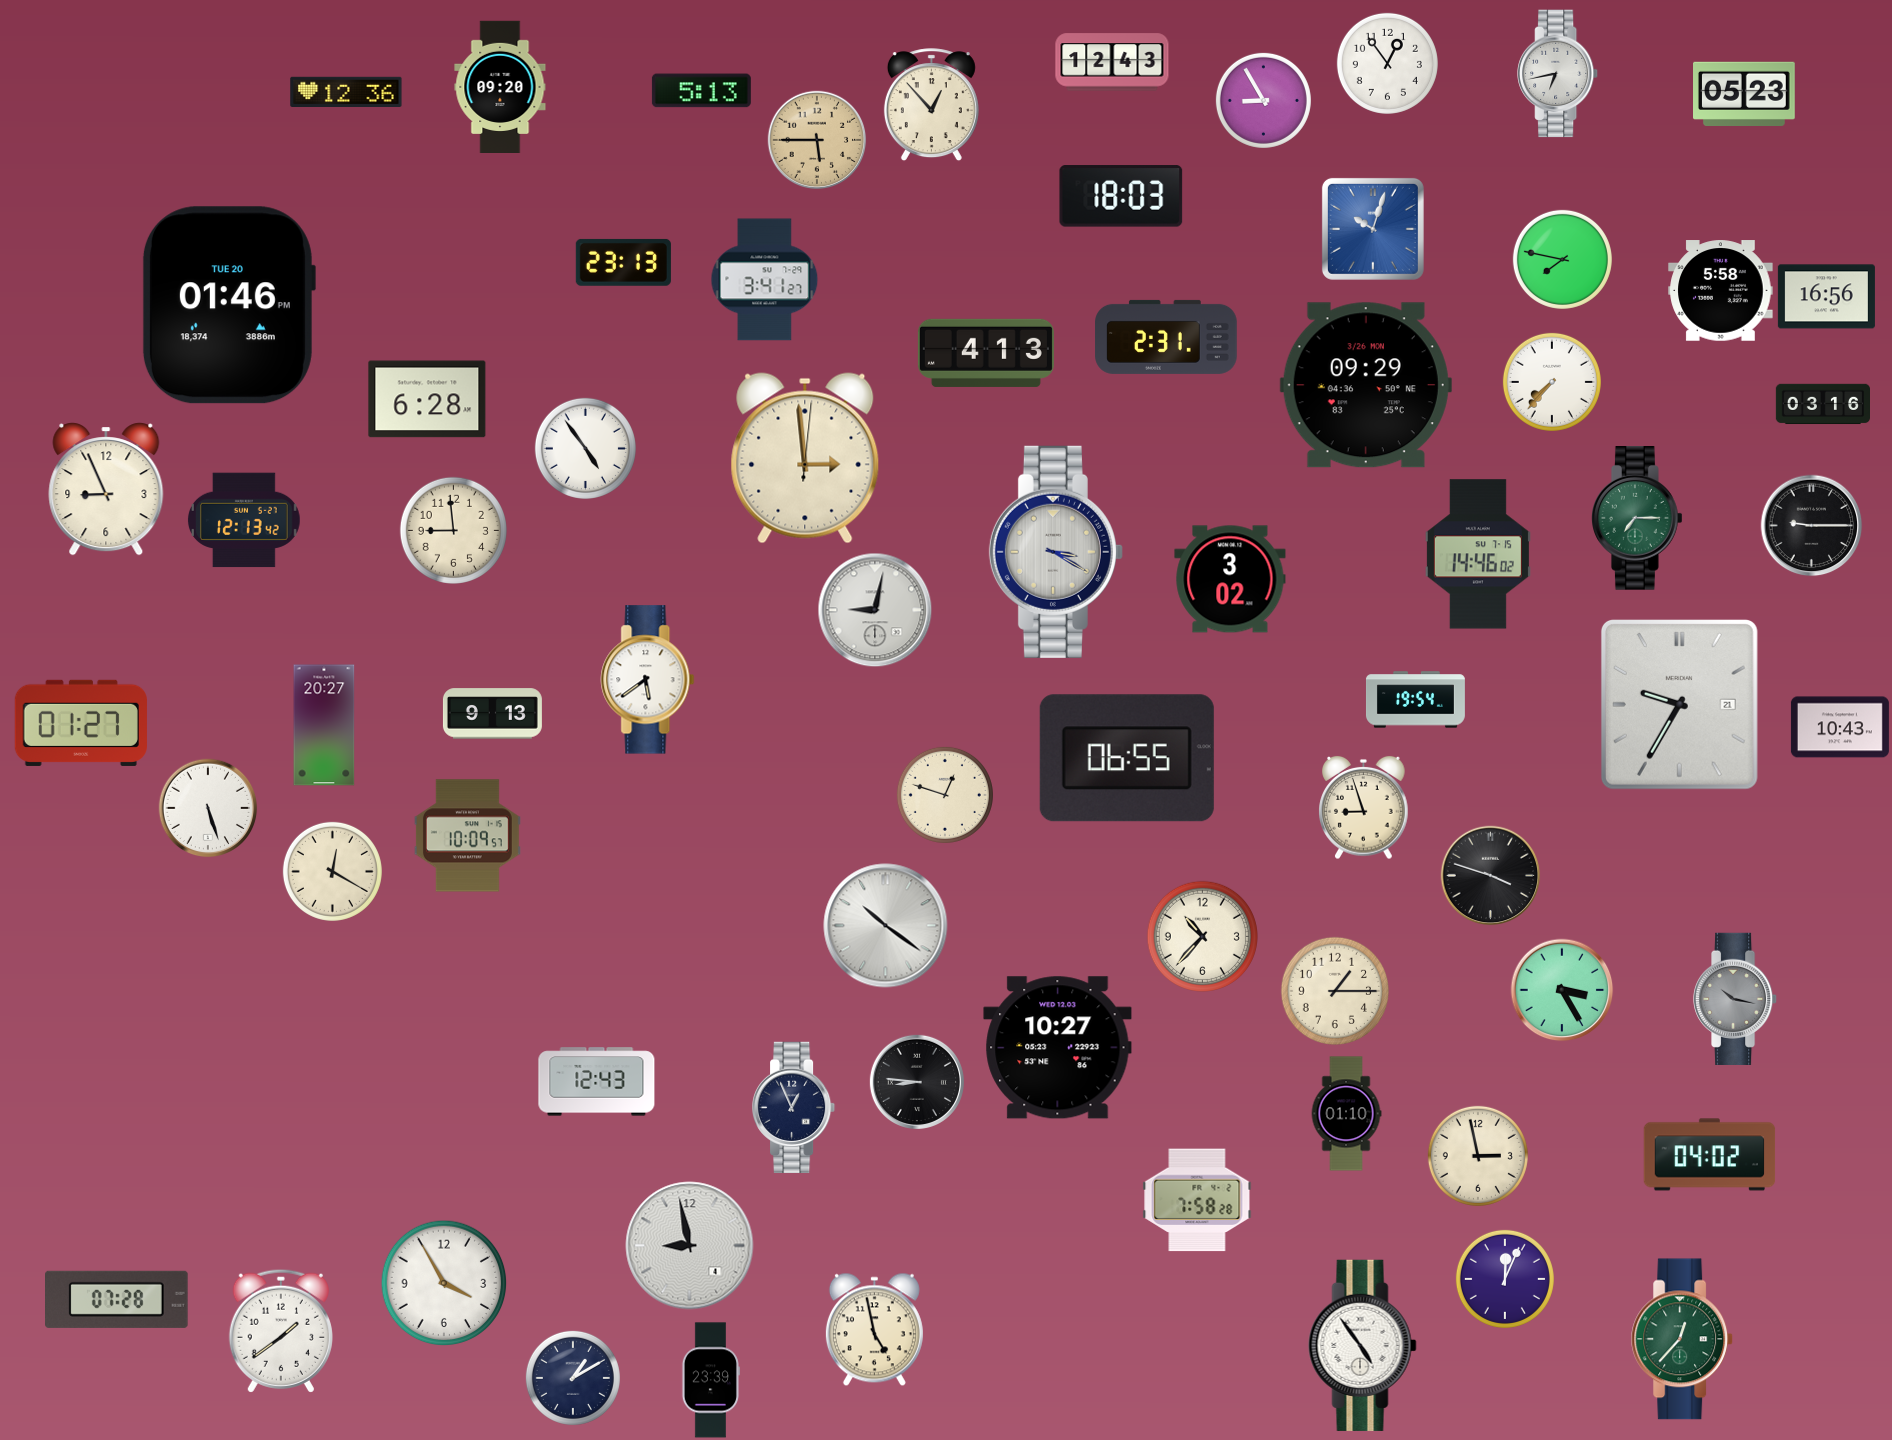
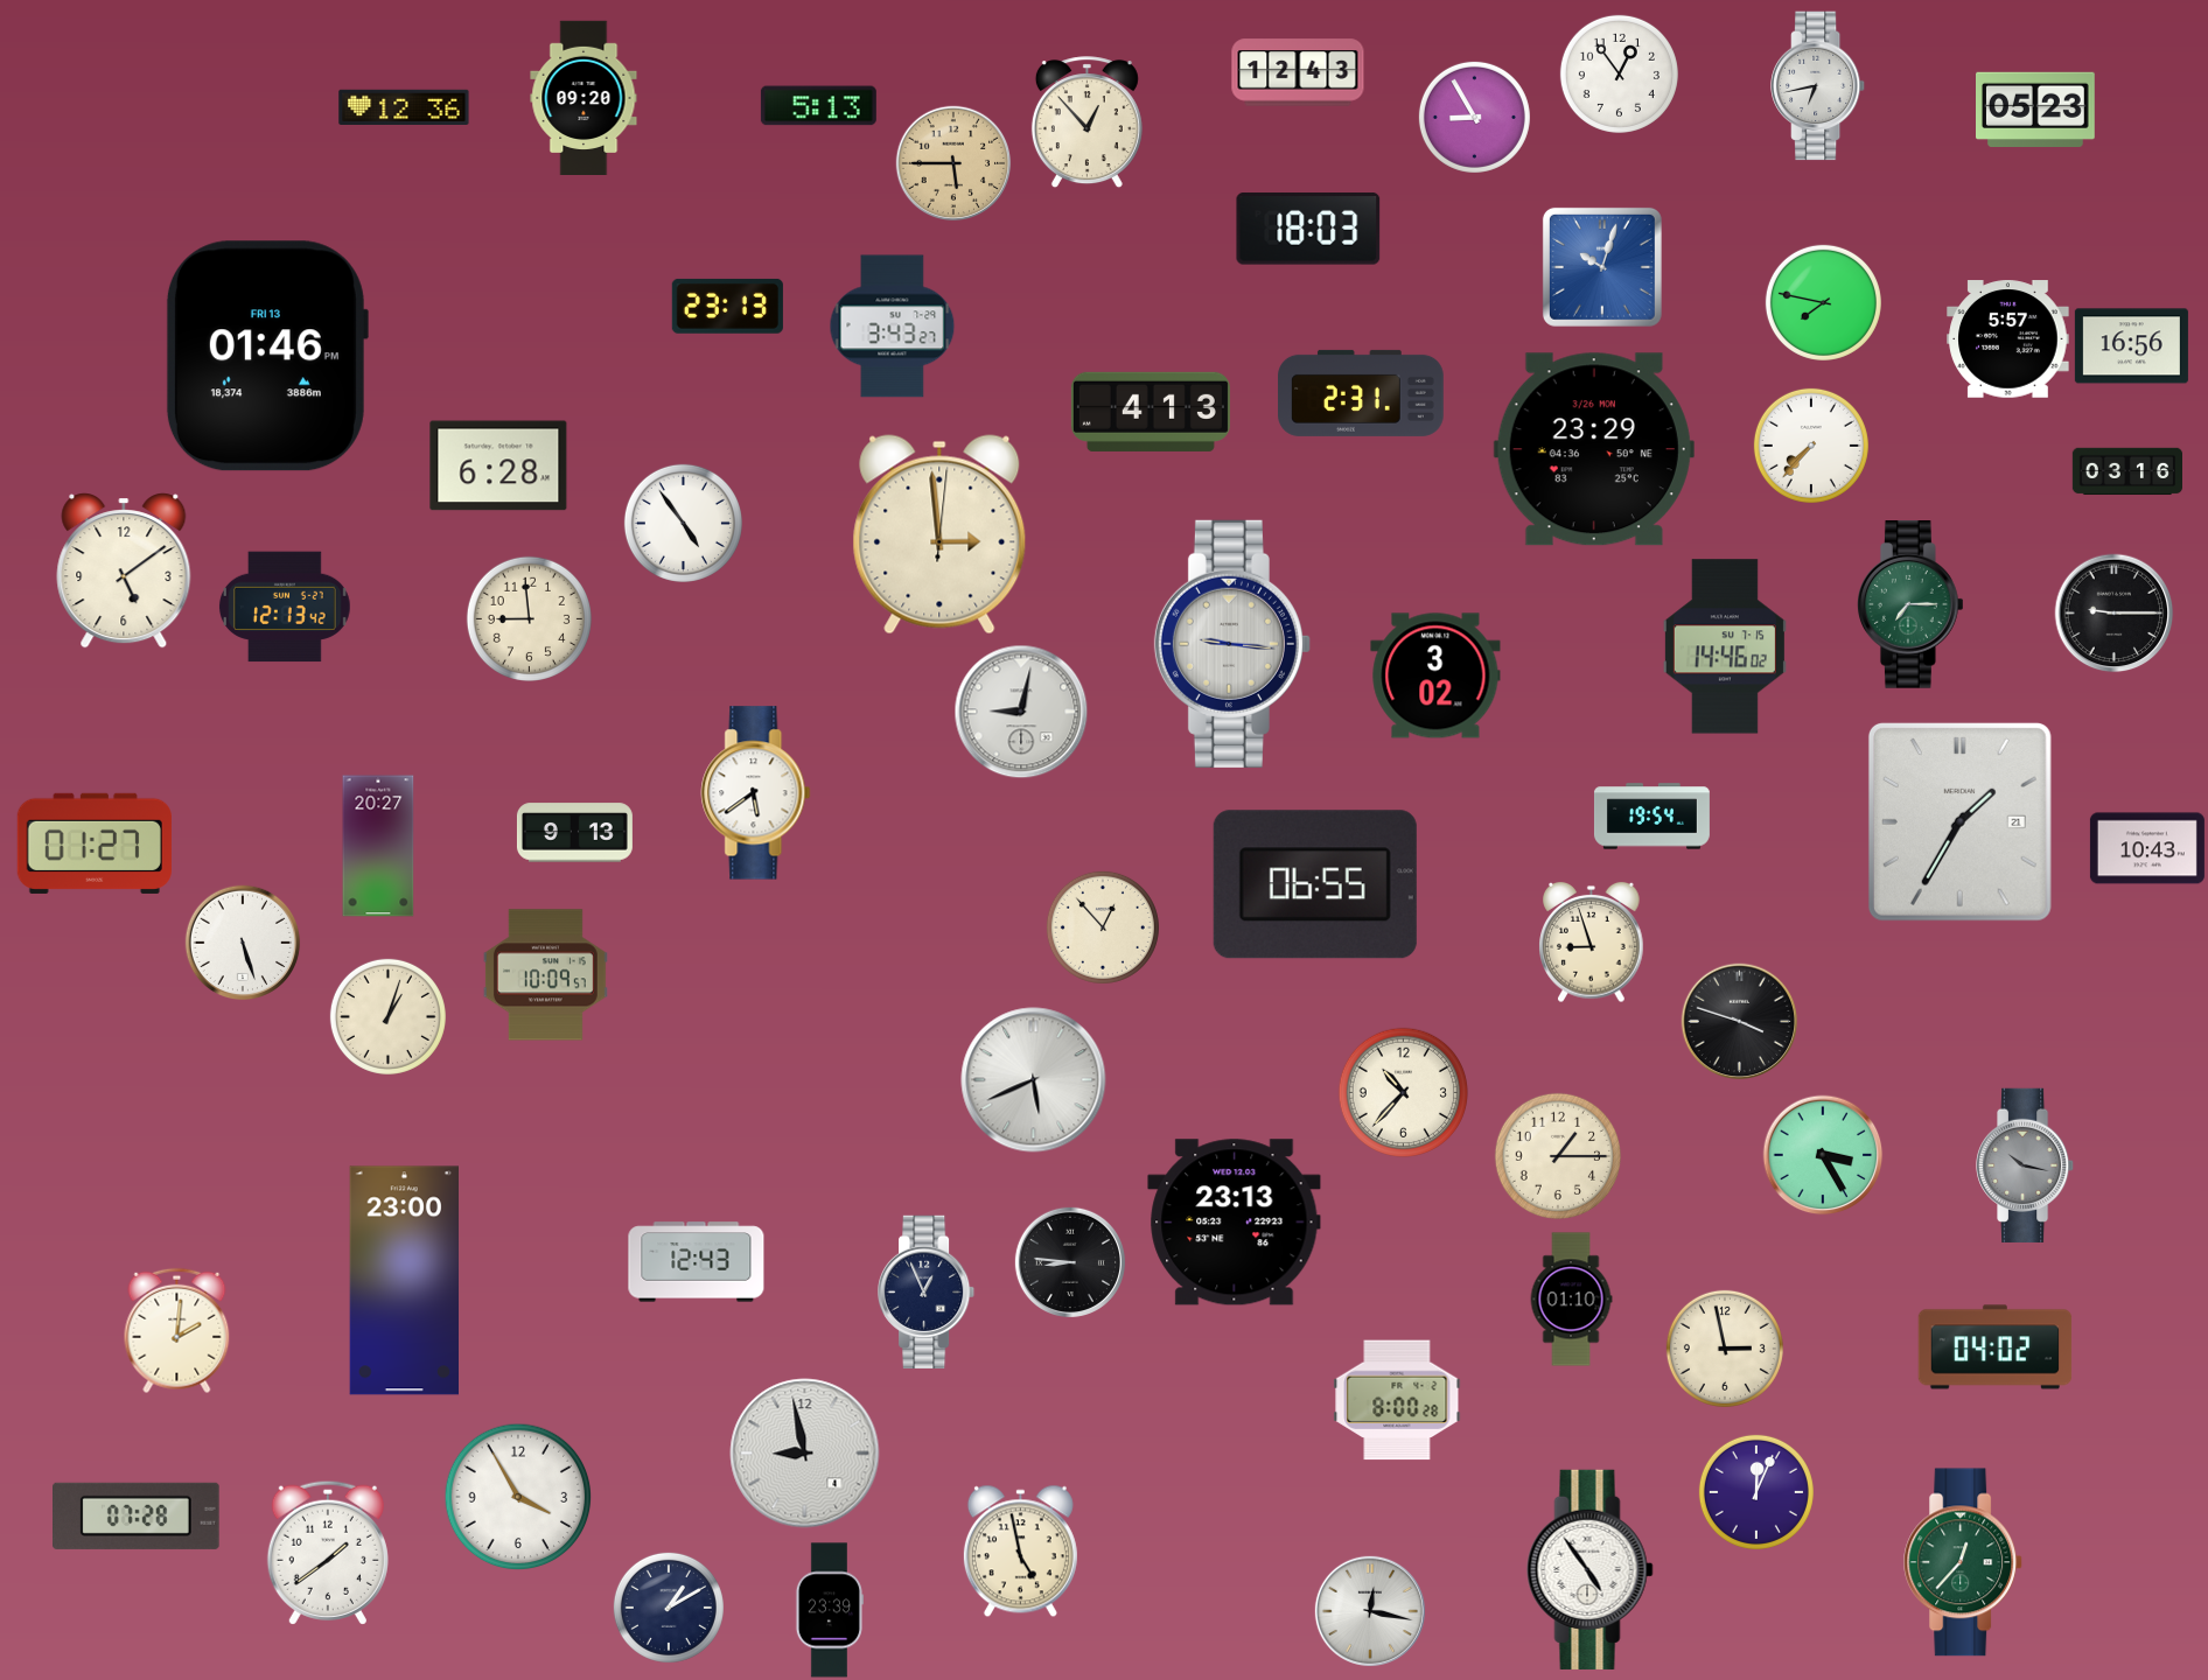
clock at (500, 86) position: (500, 86) -> (584, 97)
clock at (765, 280): 3:41 -> 3:43
clock at (1721, 291): 5:58 -> 5:57
clock at (228, 305) date: TUE 20 -> FRI 13
clock at (1366, 385): 09:29 -> 23:29
clock at (106, 489): 8:56 -> 5:09
clock at (1056, 552): 3:20 -> 9:16
clock at (1679, 704): 9:35 -> 1:35
clock at (945, 795): 12:48 -> 12:53
clock at (332, 871): 12:20 -> 1:03
clock at (886, 926): 10:21 -> 5:41
clock at (1058, 1048): 10:27 -> 23:13
clock at (404, 1281): none -> 23:00
clock at (177, 1331): none -> 2:01
clock at (1197, 1200): 7:58 -> 8:00
clock at (1370, 1611): none -> 12:17
